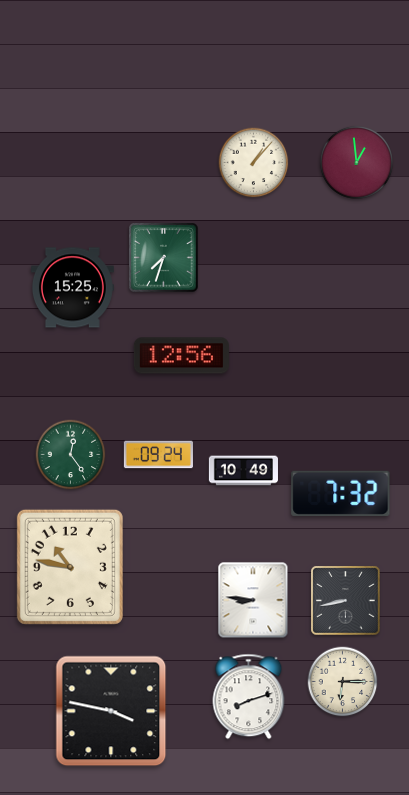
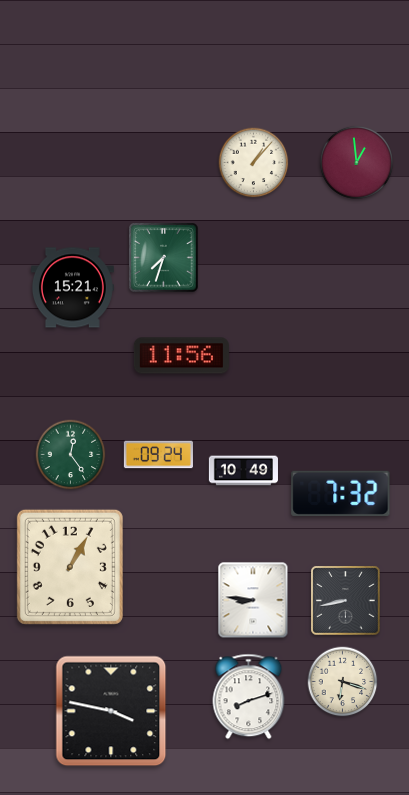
clock at (72, 288): 15:25 -> 15:21
clock at (181, 356): 12:56 -> 11:56
clock at (70, 567): 10:47 -> 1:05
clock at (343, 682): 6:15 -> 6:18
